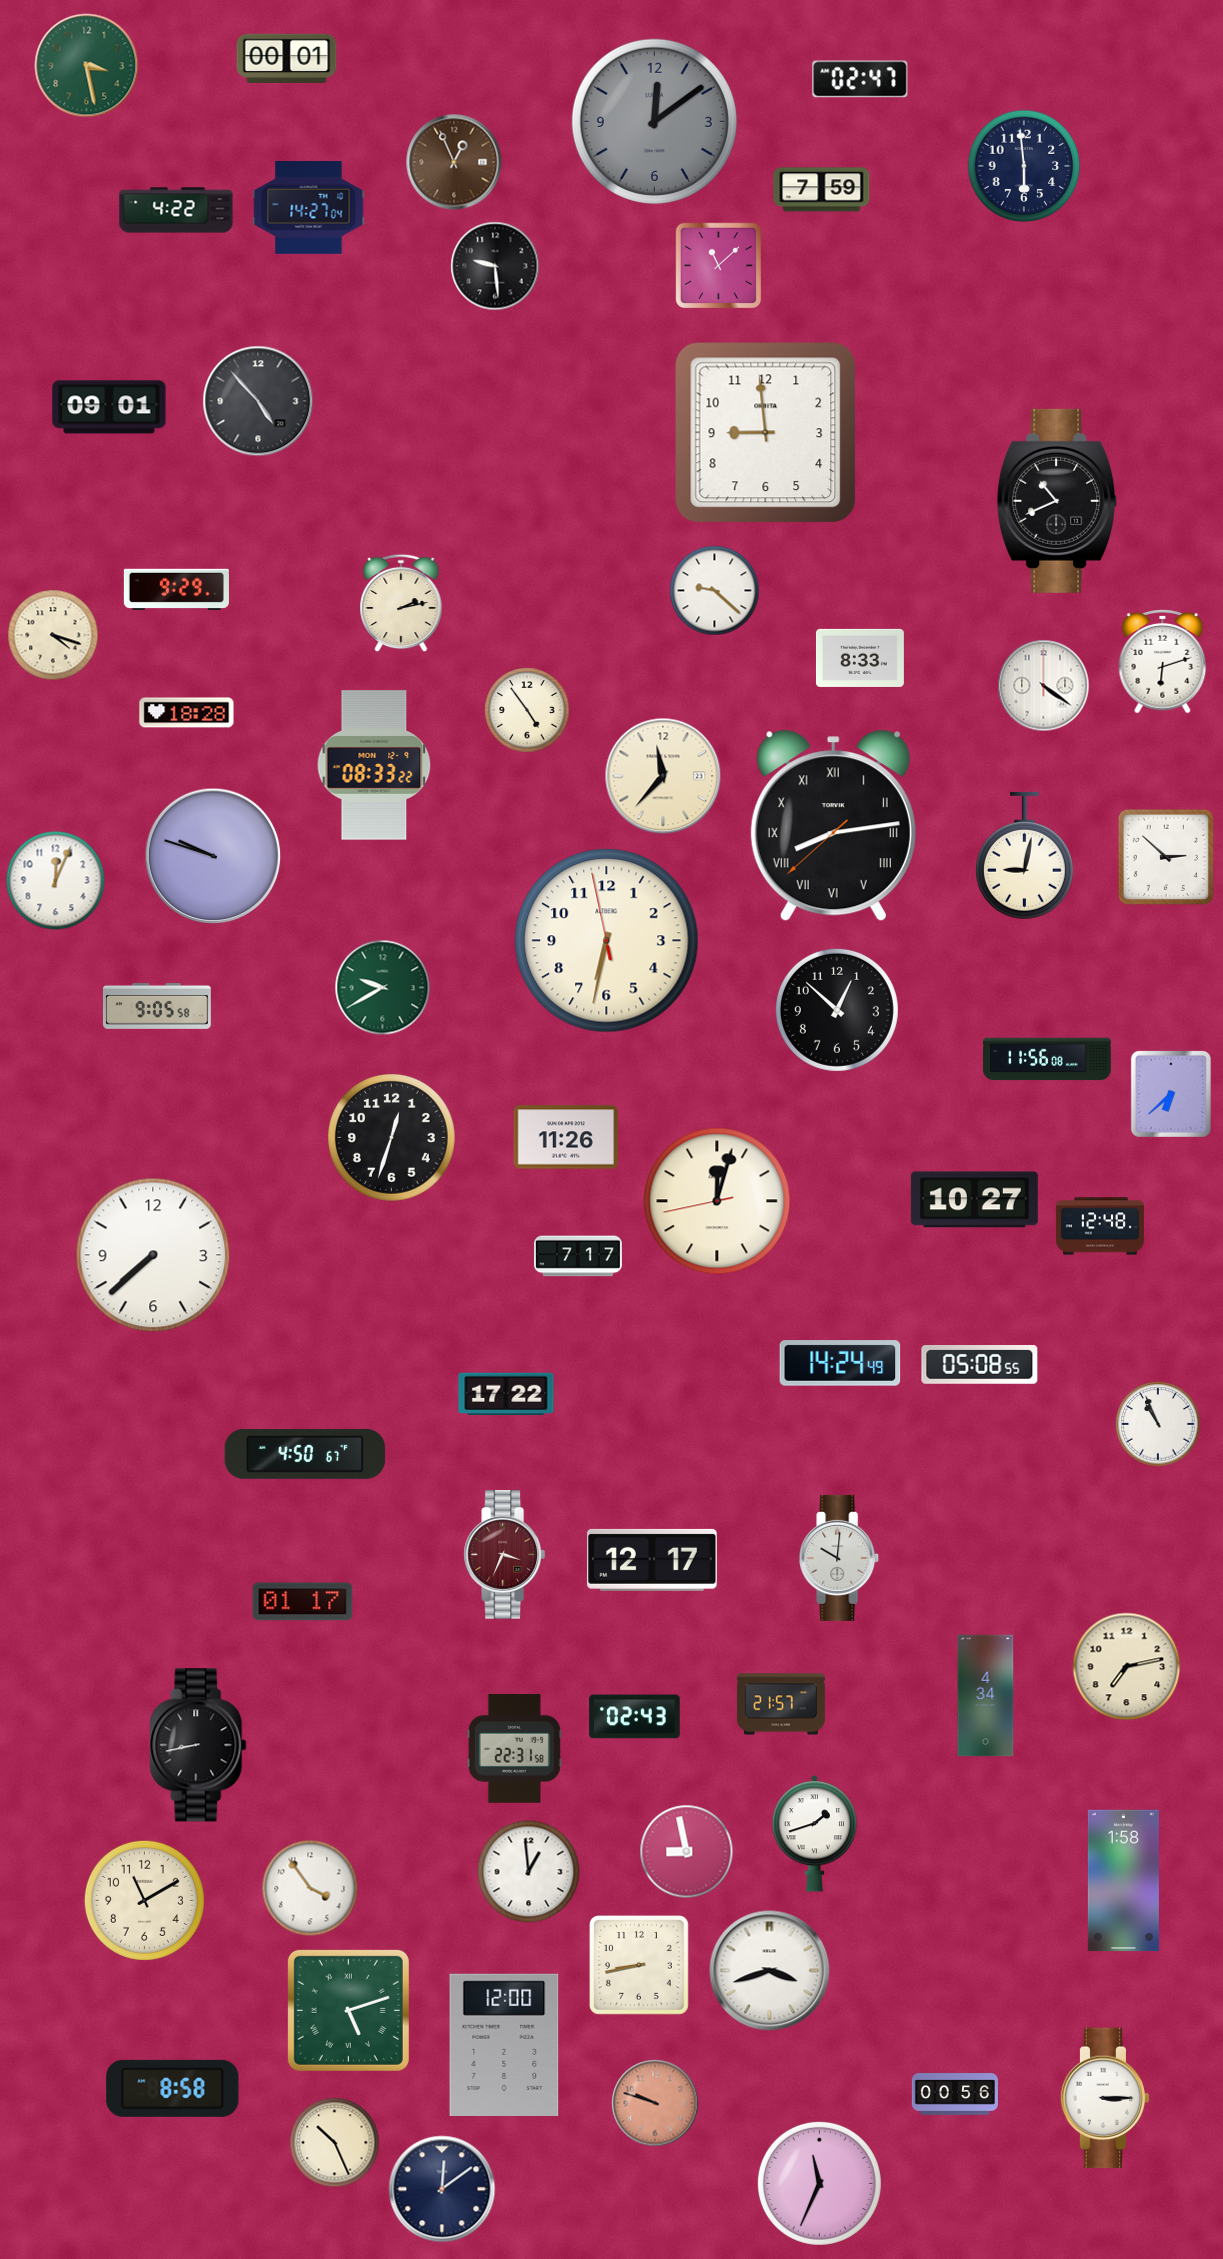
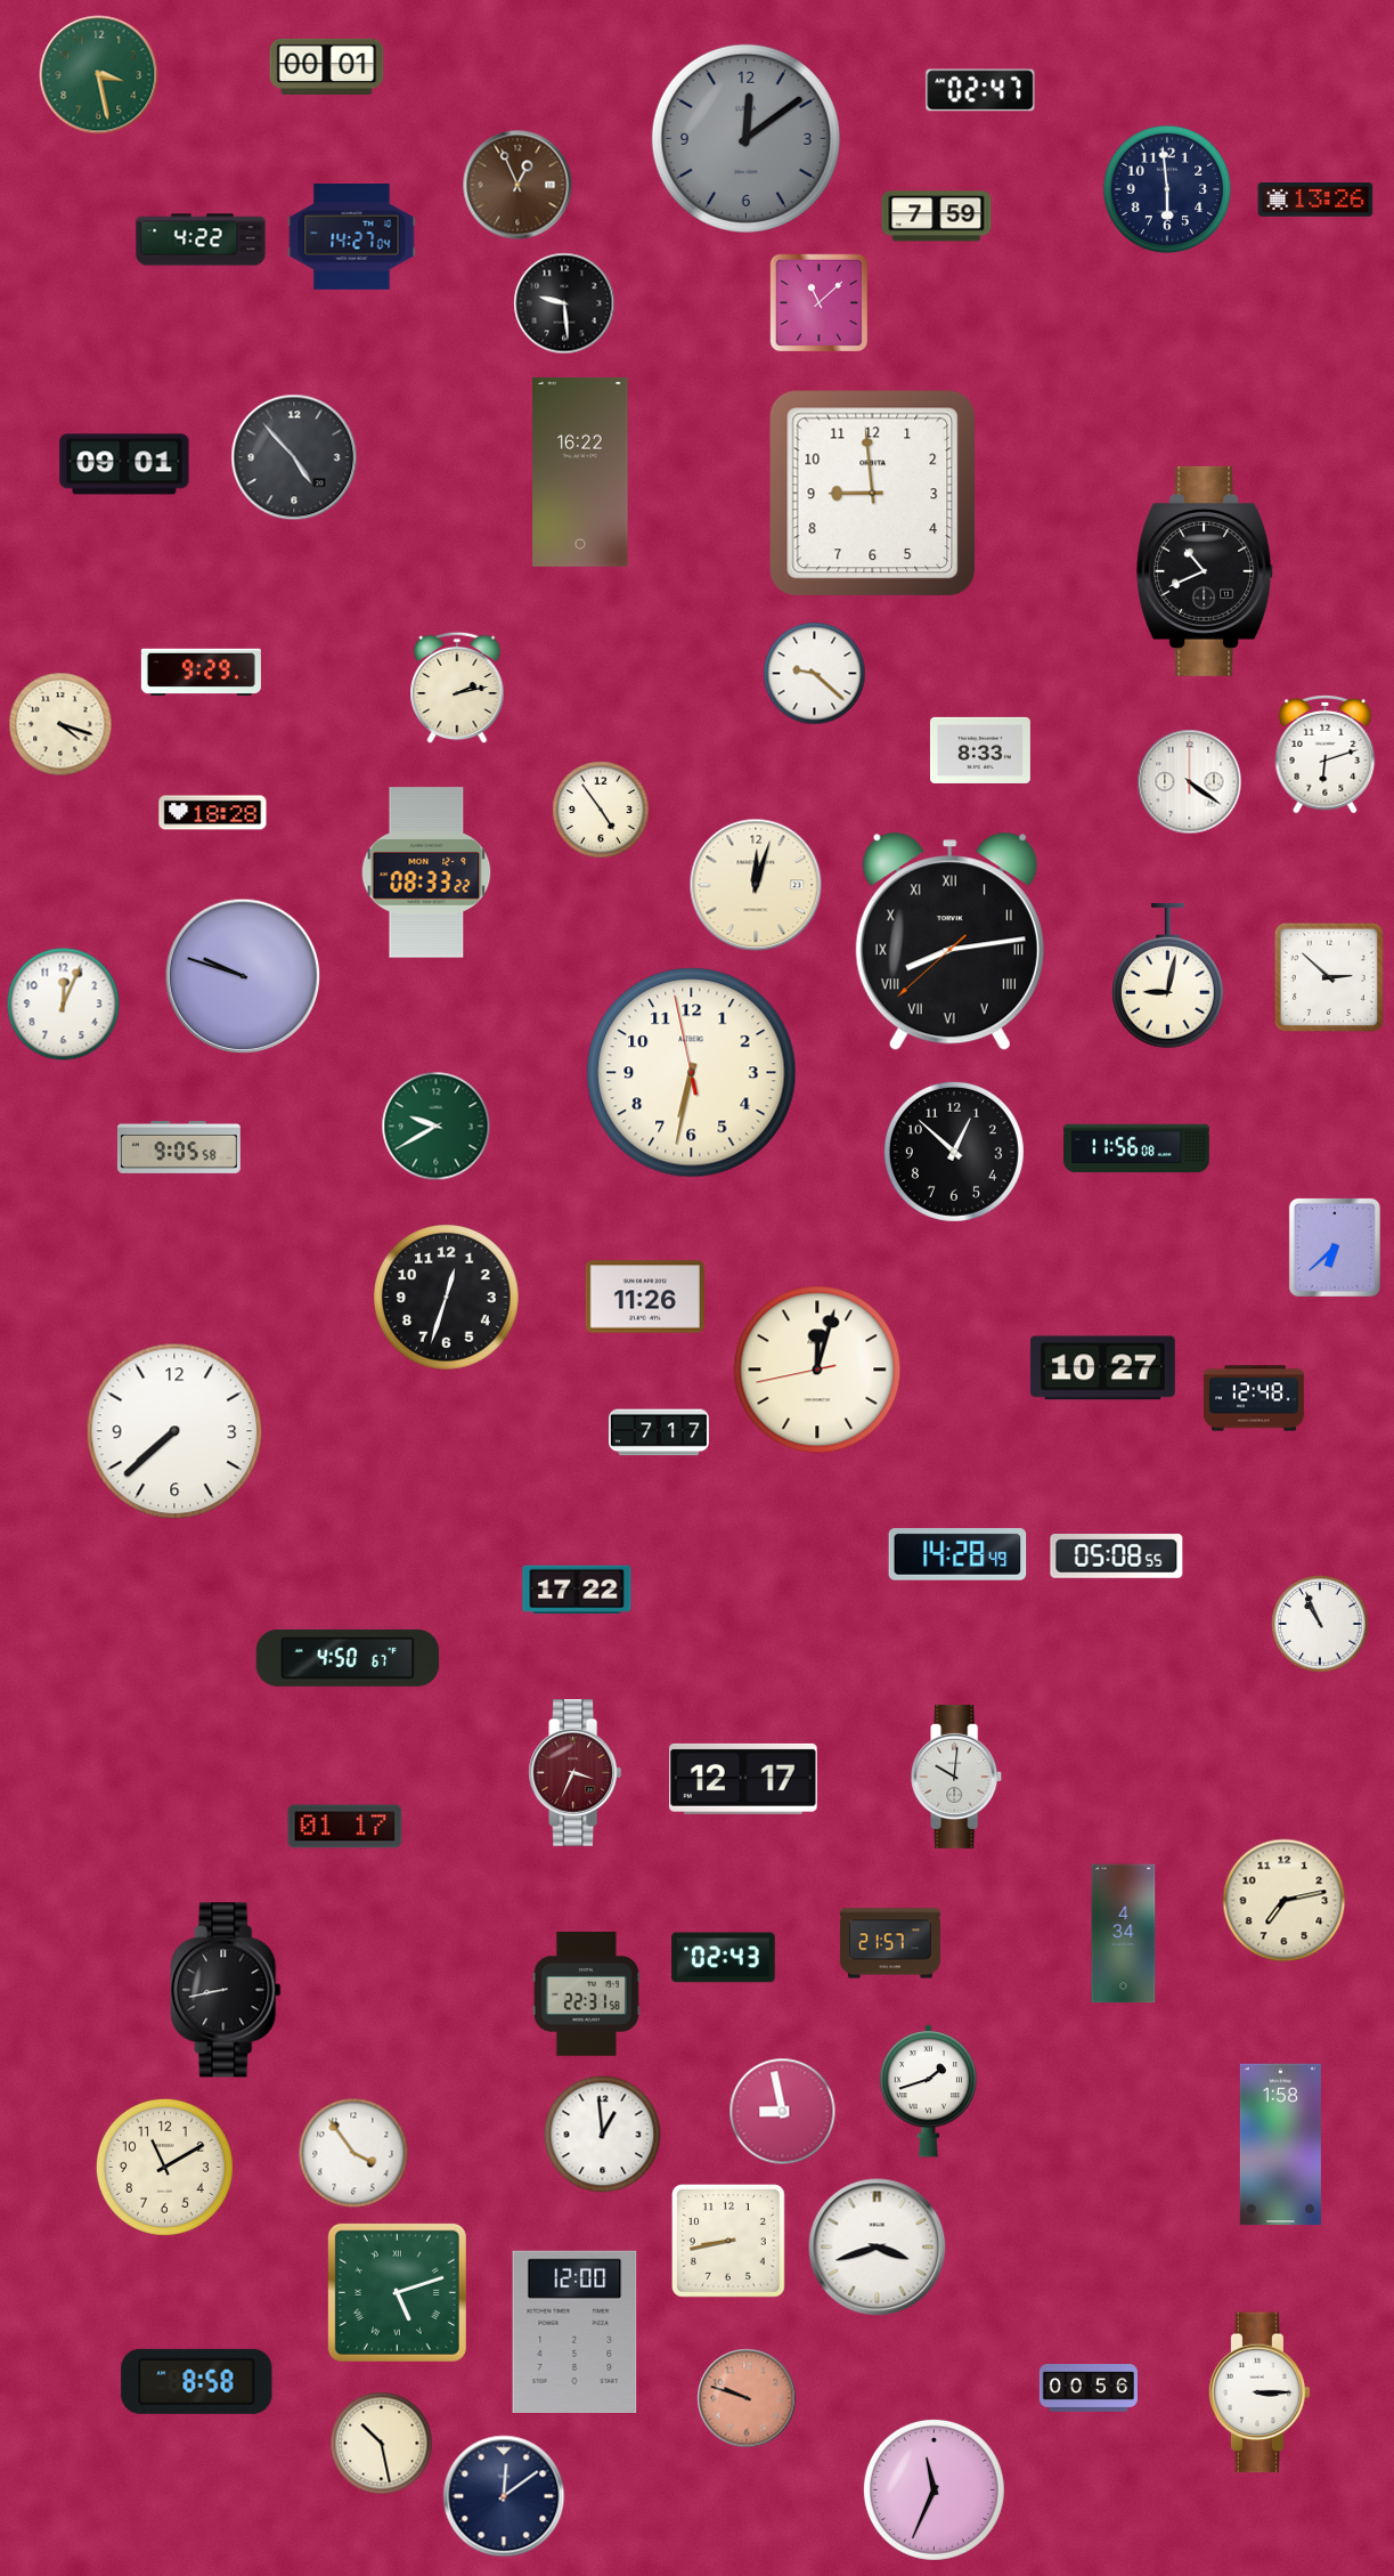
clock at (1315, 200): none -> 13:26
clock at (580, 472): none -> 16:22
clock at (663, 776): 11:37 -> 12:03
clock at (1047, 1059) position: (1047, 1059) -> (1136, 1148)
clock at (974, 1200) position: (974, 1200) -> (1102, 1368)
clock at (840, 1363): 14:24 -> 14:28
clock at (335, 2143): 10:26 -> 10:28
